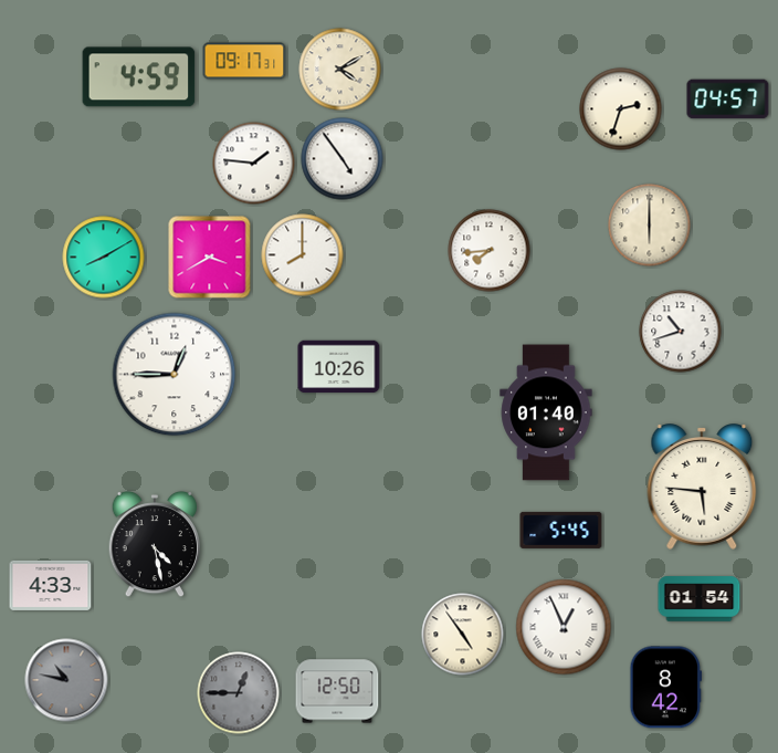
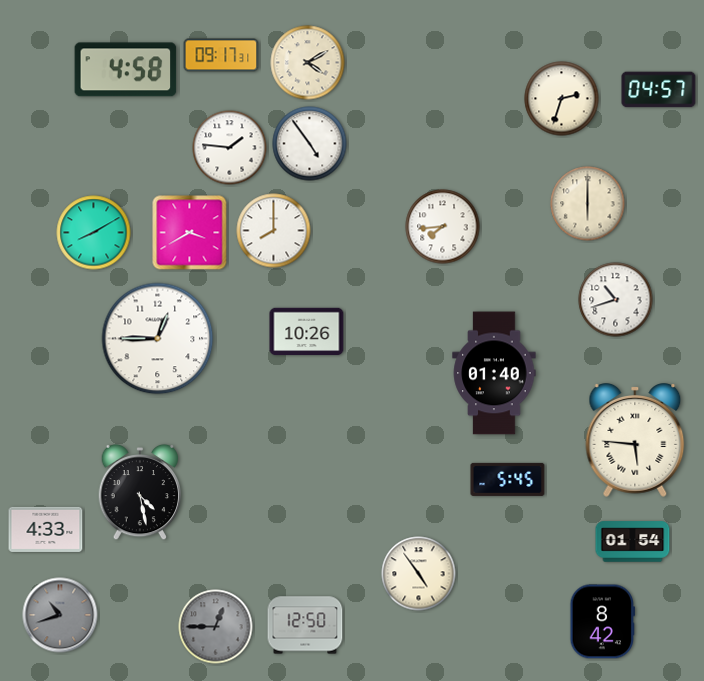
clock at (139, 77): 4:59 -> 4:58
clock at (564, 627): 12:56 -> none
clock at (66, 680): 10:47 -> 10:42
